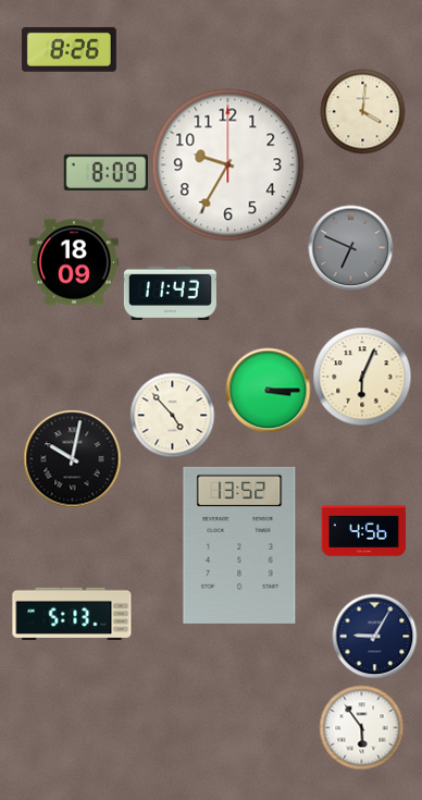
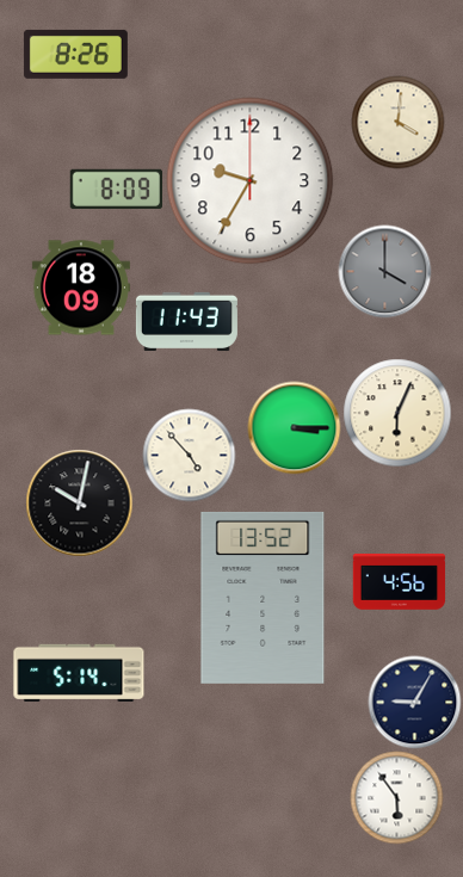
clock at (350, 247): 6:49 -> 4:00
clock at (72, 614): 5:13 -> 5:14
clock at (374, 636) position: (374, 636) -> (414, 702)
